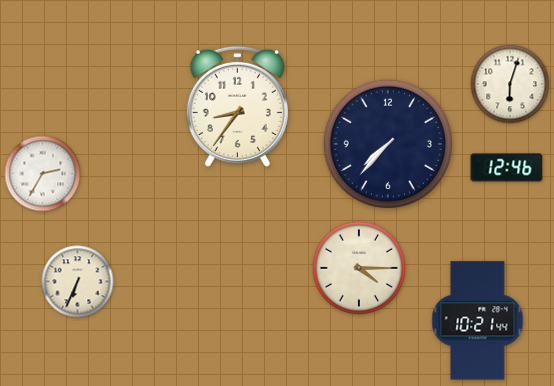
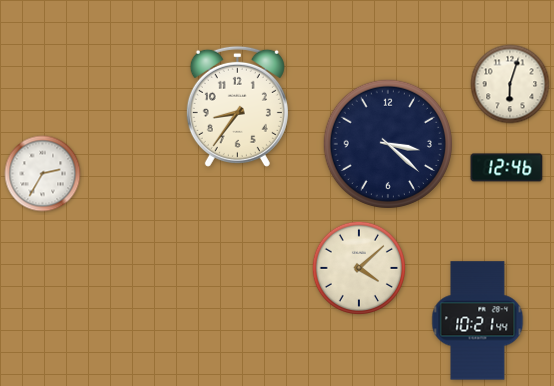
clock at (387, 143): 7:37 -> 3:22
clock at (359, 268): 4:15 -> 4:08
clock at (78, 282): 6:34 -> none
